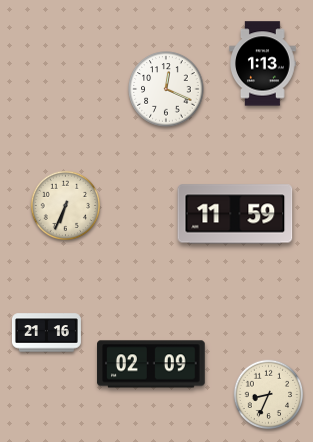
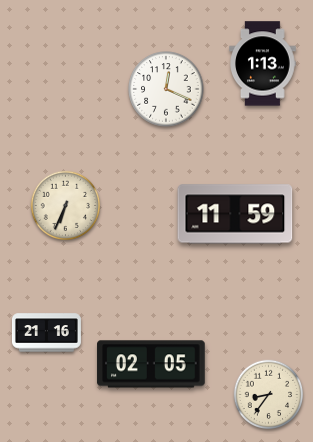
clock at (151, 364): 02:09 -> 02:05
clock at (269, 395): 8:34 -> 8:36
